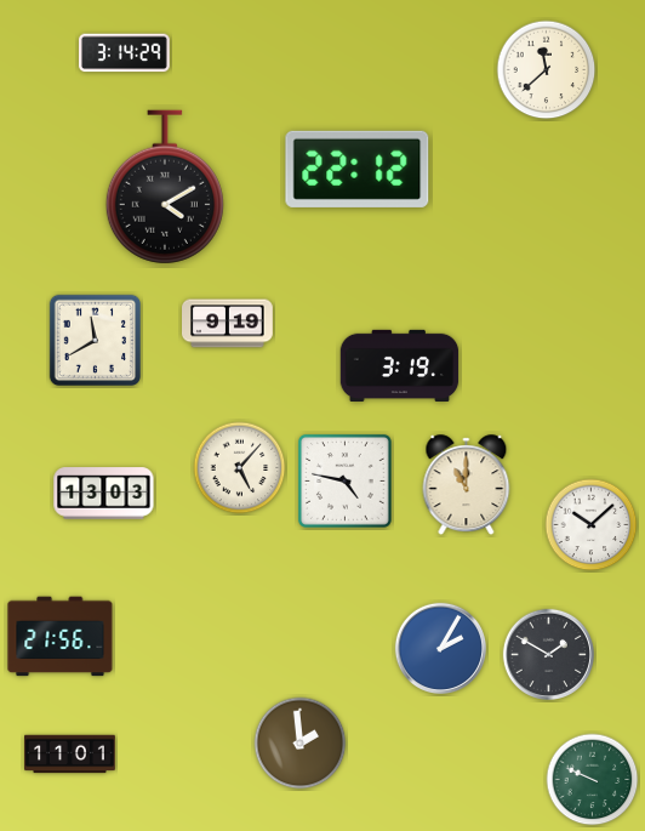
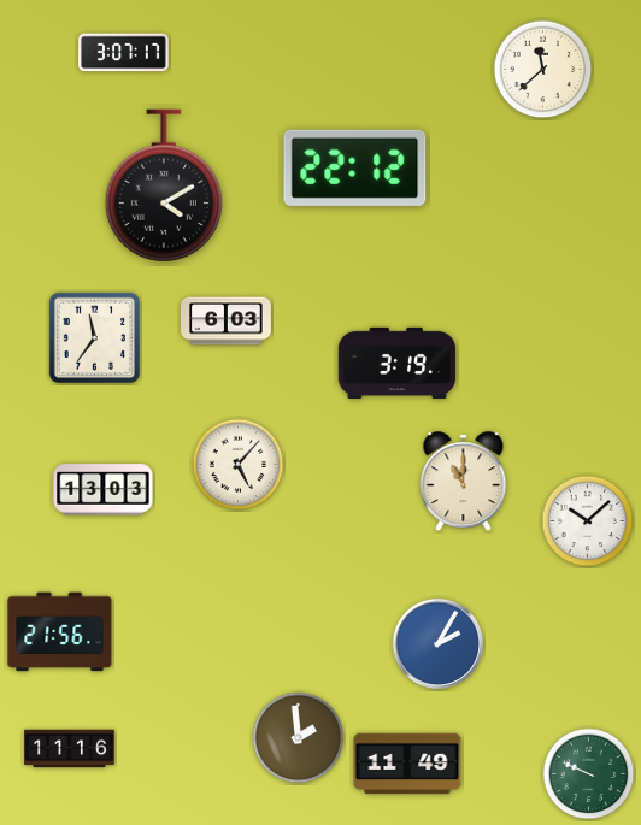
clock at (125, 53): 3:14 -> 3:07
clock at (228, 324): 9:19 -> 6:03
clock at (95, 340): 11:40 -> 11:36
clock at (344, 480): 4:47 -> none
clock at (548, 654): 1:50 -> none
clock at (70, 755): 11:01 -> 11:16
clock at (407, 764): none -> 11:49
